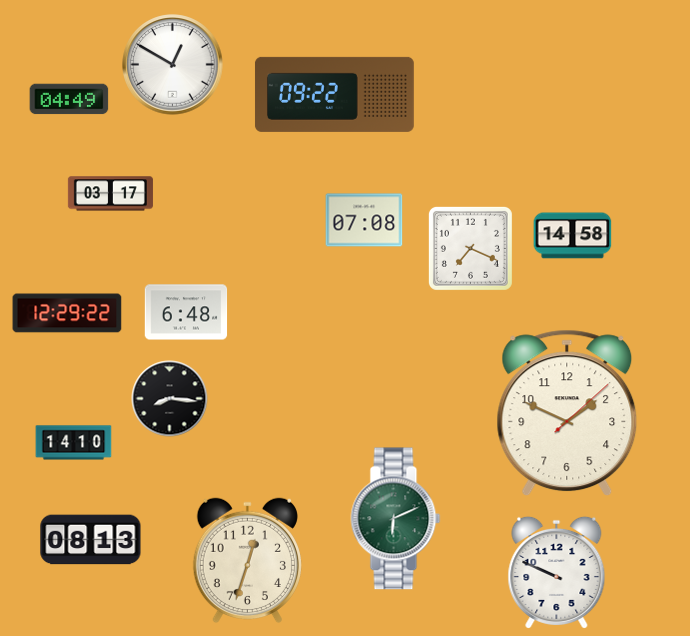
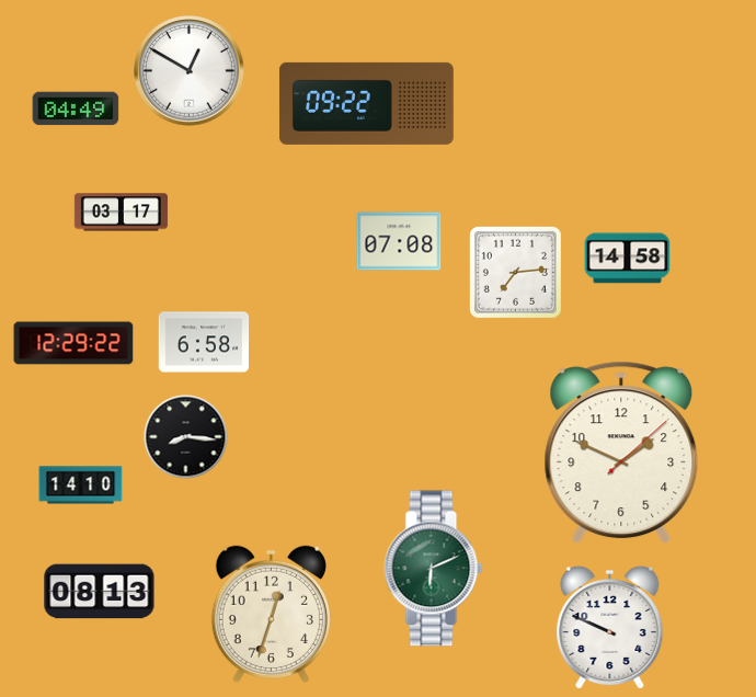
clock at (470, 248): 7:19 -> 7:14
clock at (186, 312): 6:48 -> 6:58
